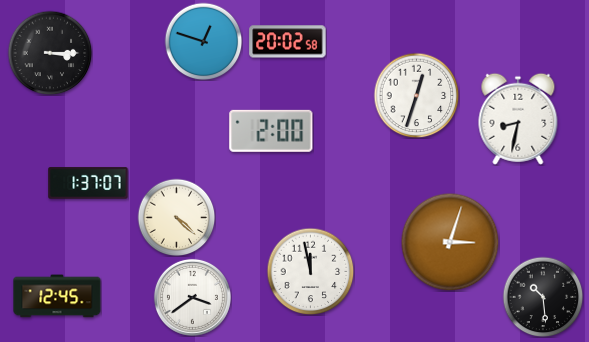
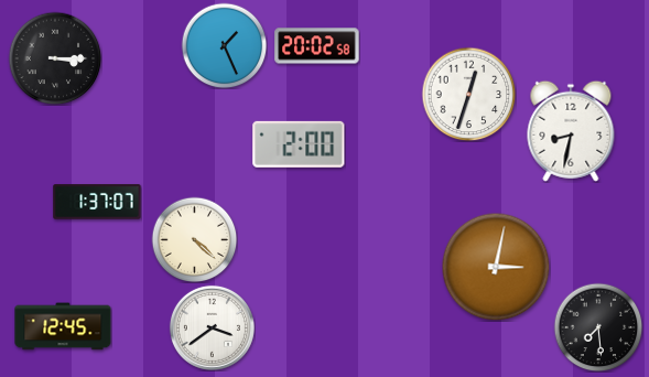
clock at (203, 41): 12:48 -> 1:26
clock at (416, 95) position: (416, 95) -> (468, 94)
clock at (450, 242): 3:03 -> 3:02
clock at (310, 271): 11:58 -> none
clock at (543, 297): 10:29 -> 7:29
